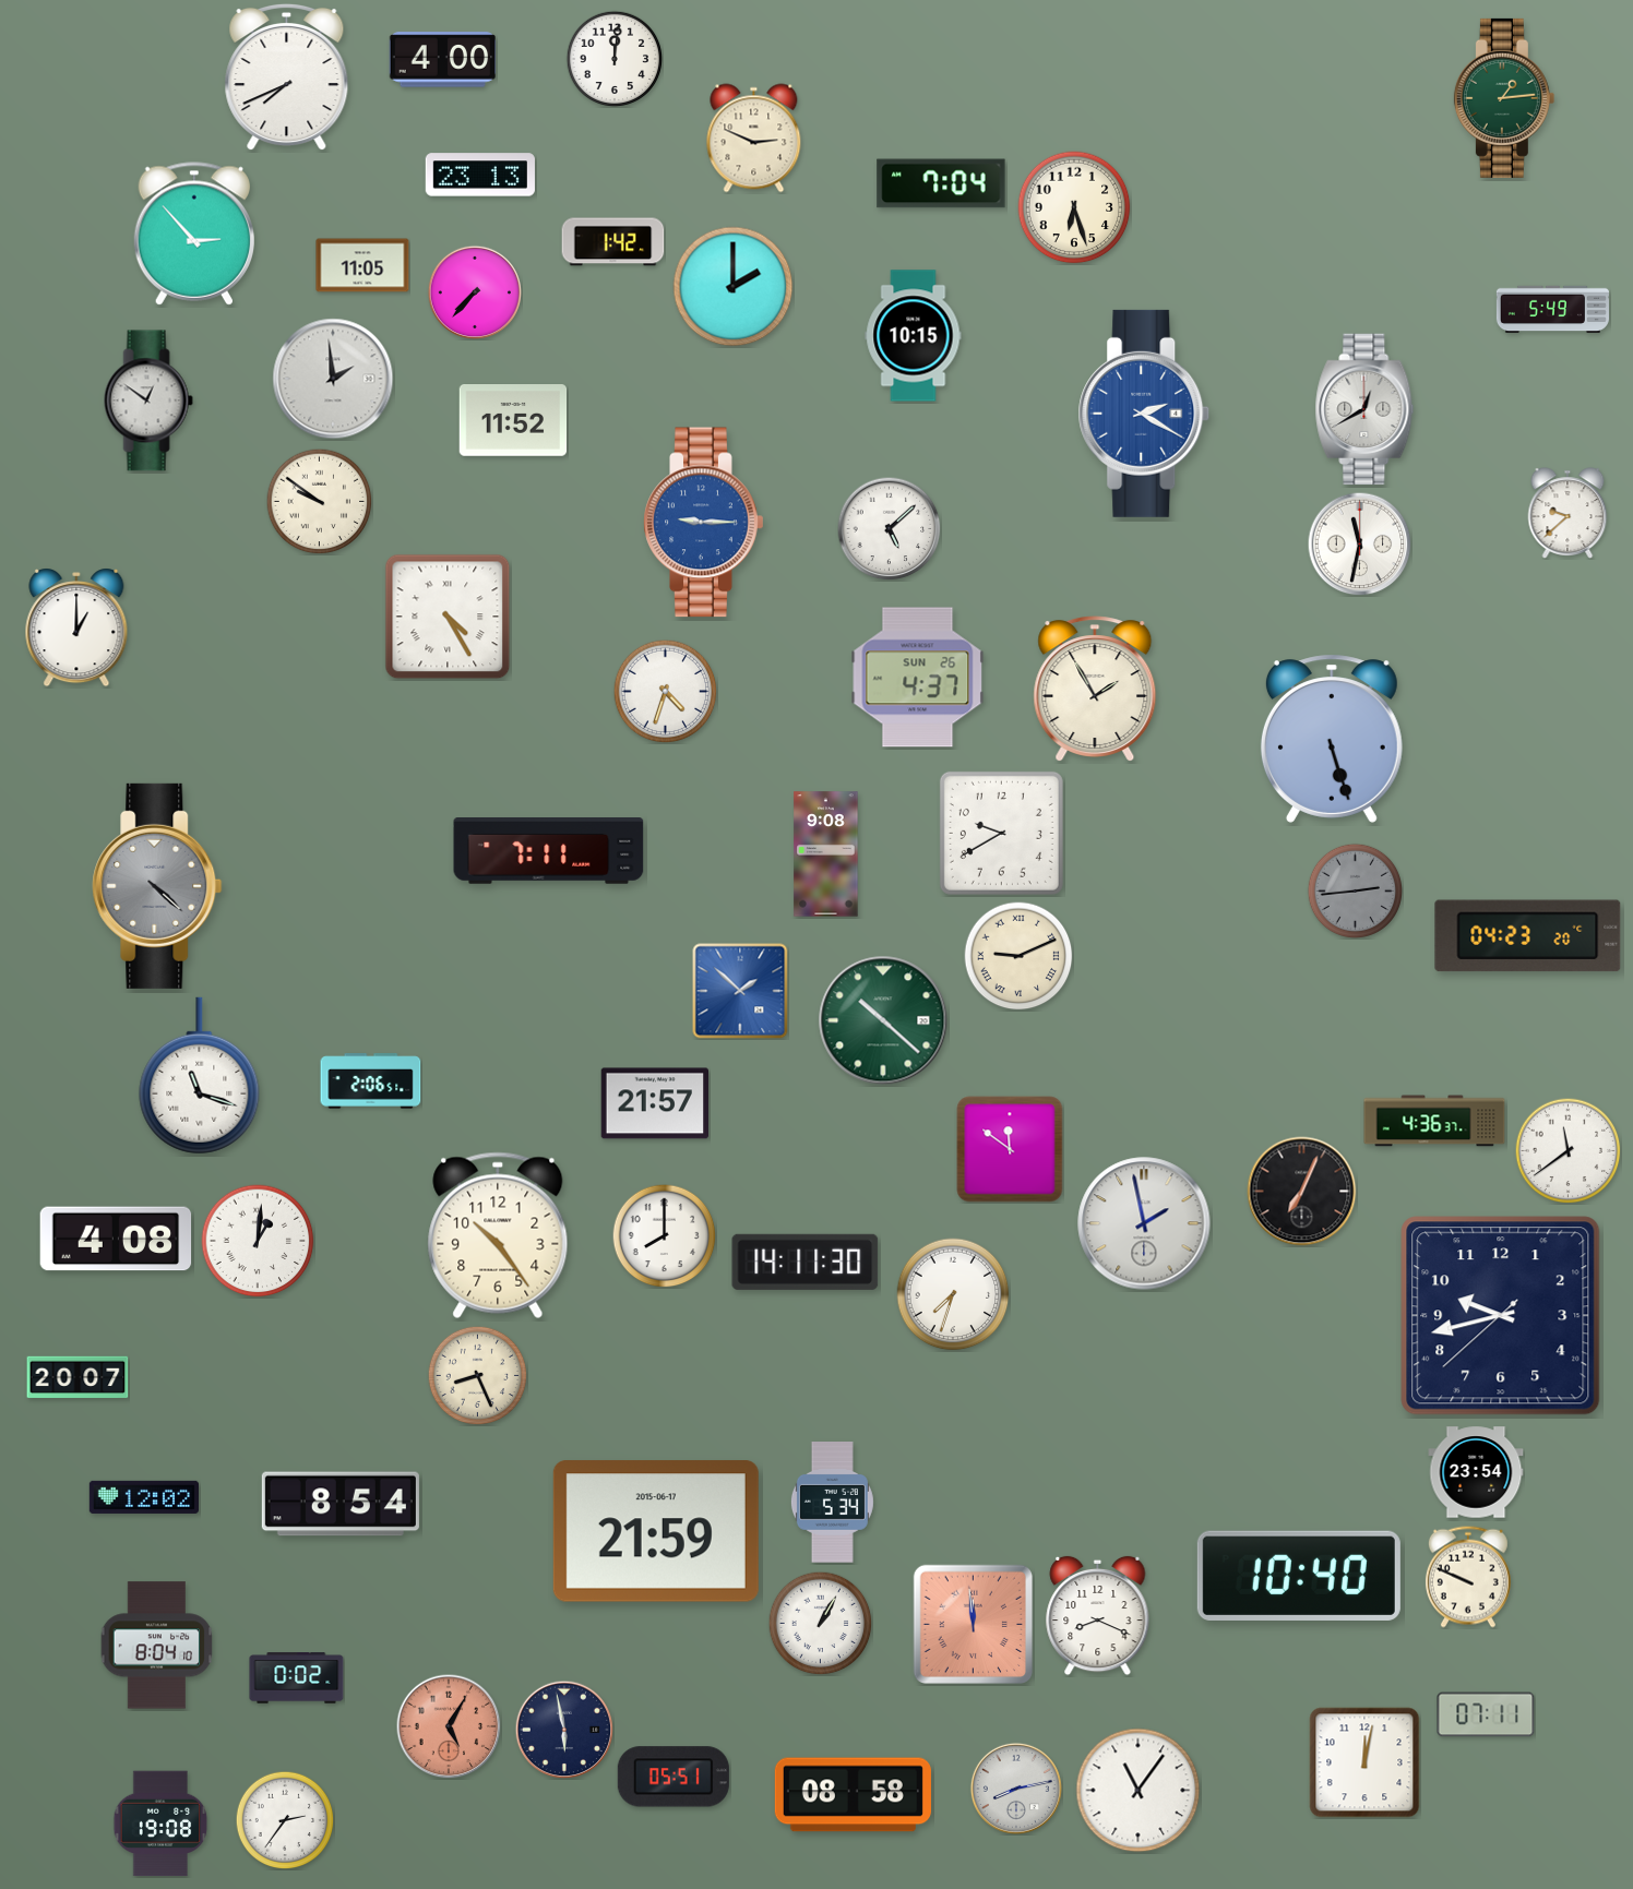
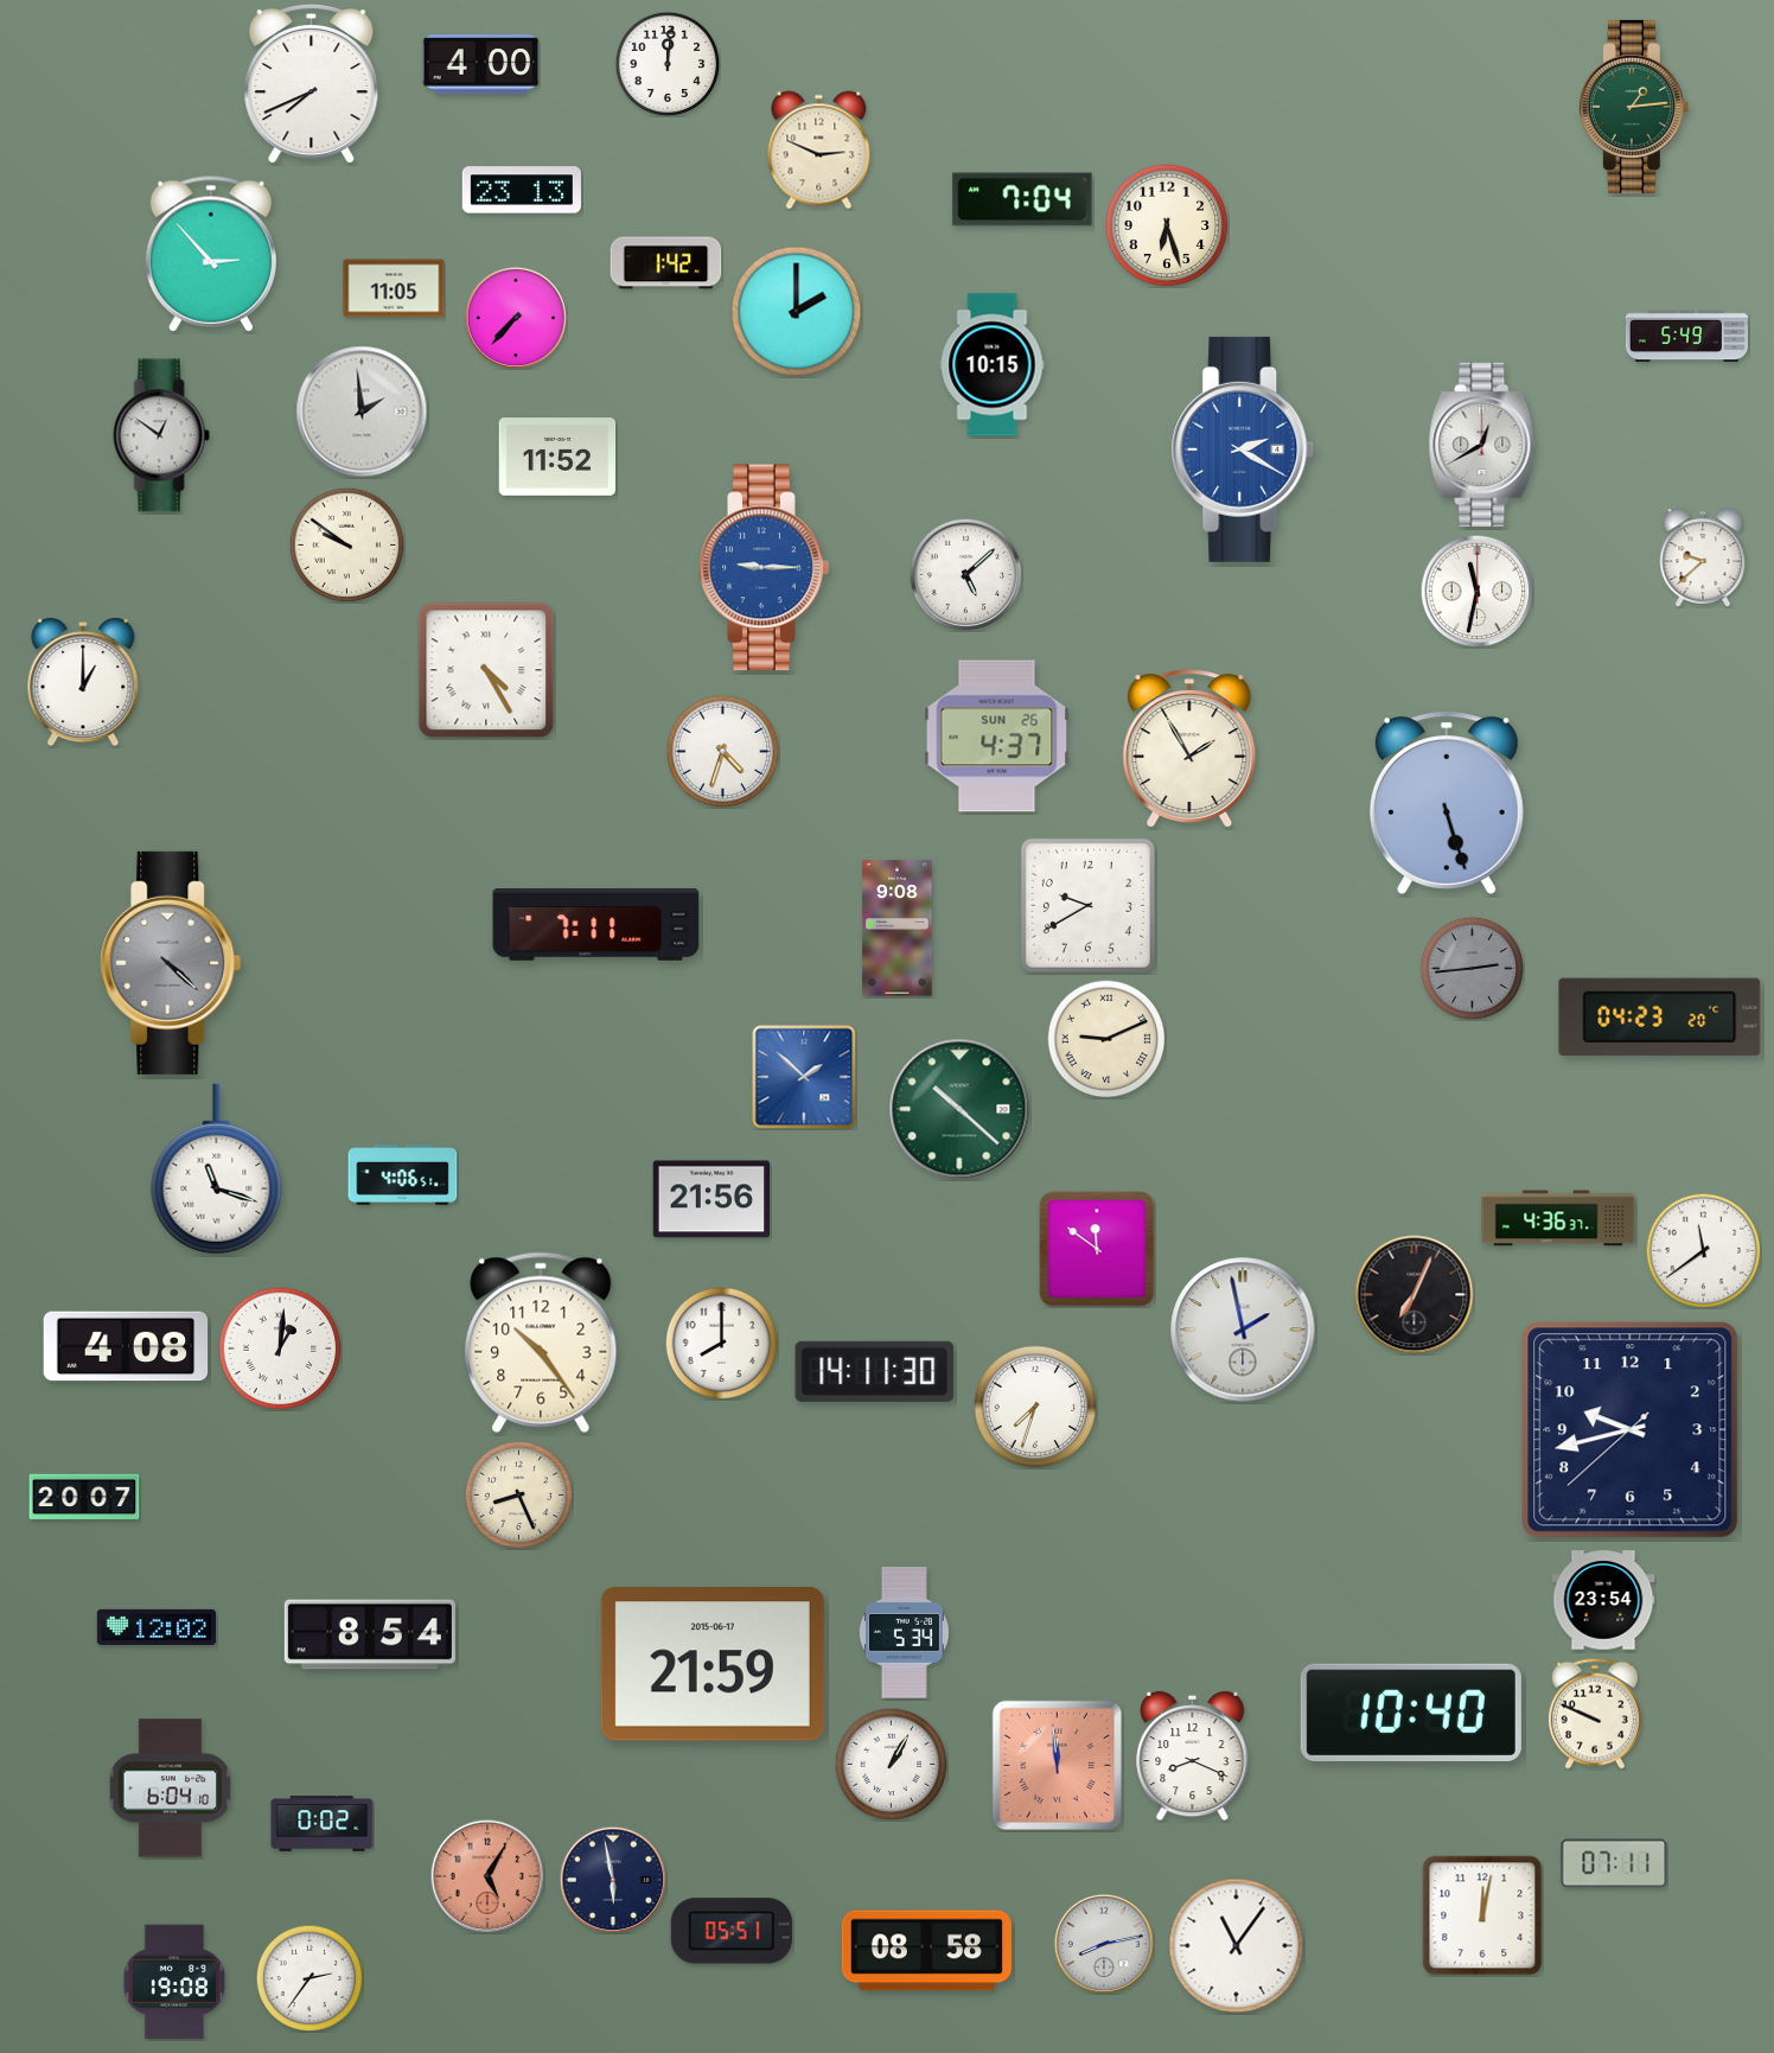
clock at (371, 1081): 2:06 -> 4:06
clock at (654, 1103): 21:57 -> 21:56
clock at (157, 1646): 8:04 -> 6:04
